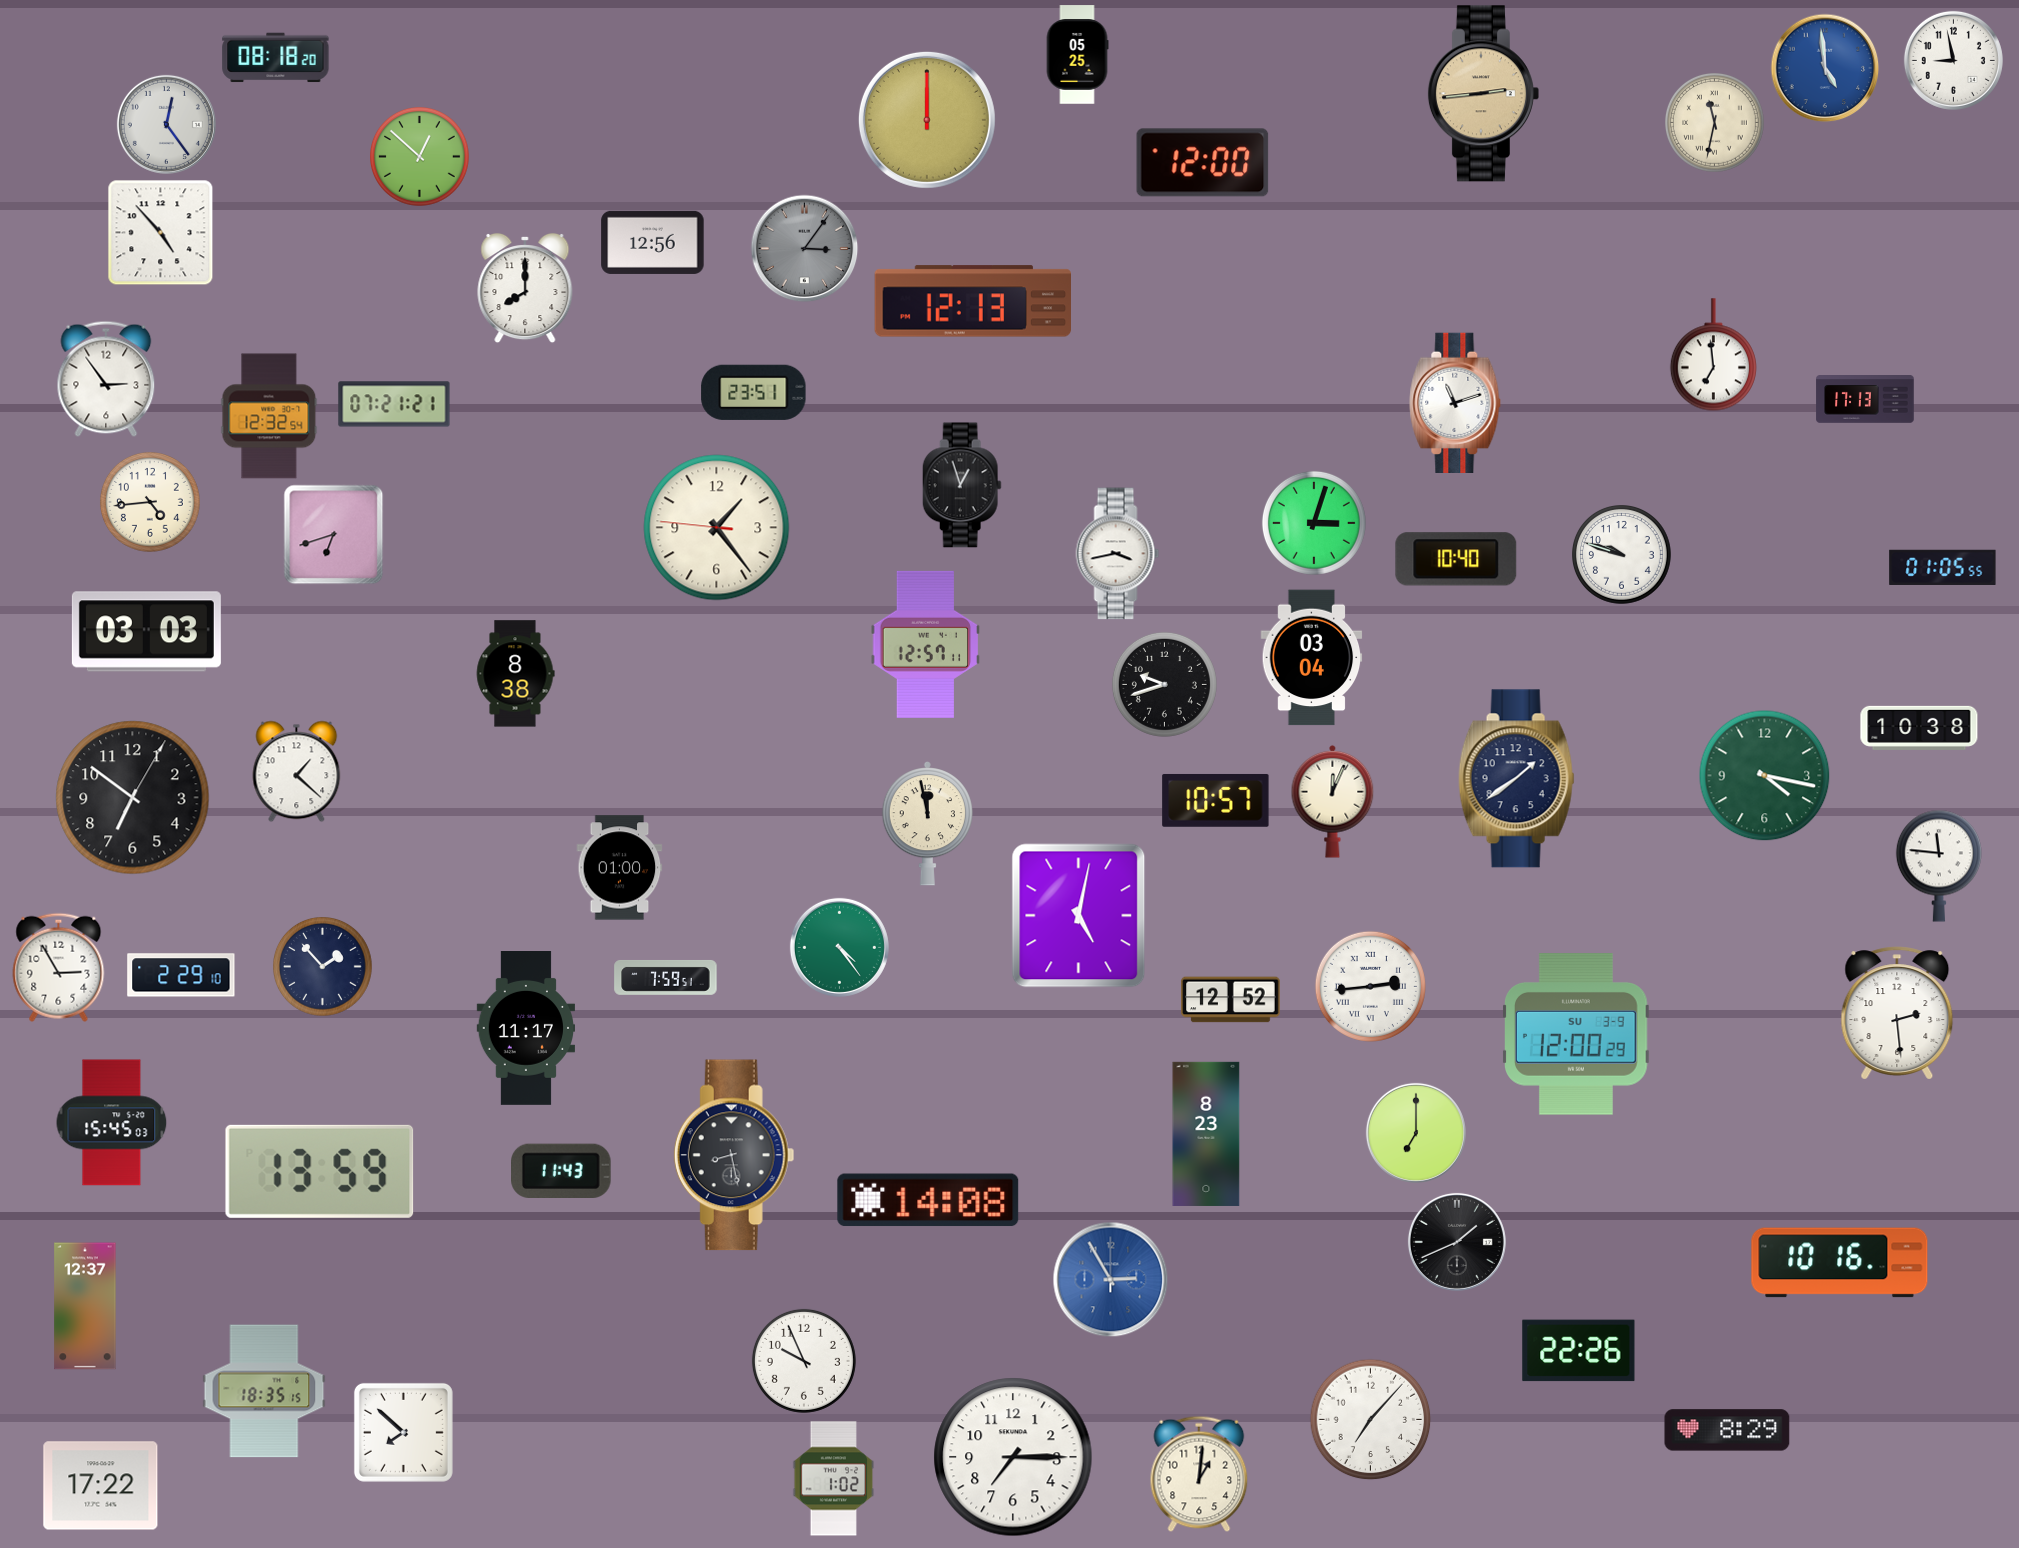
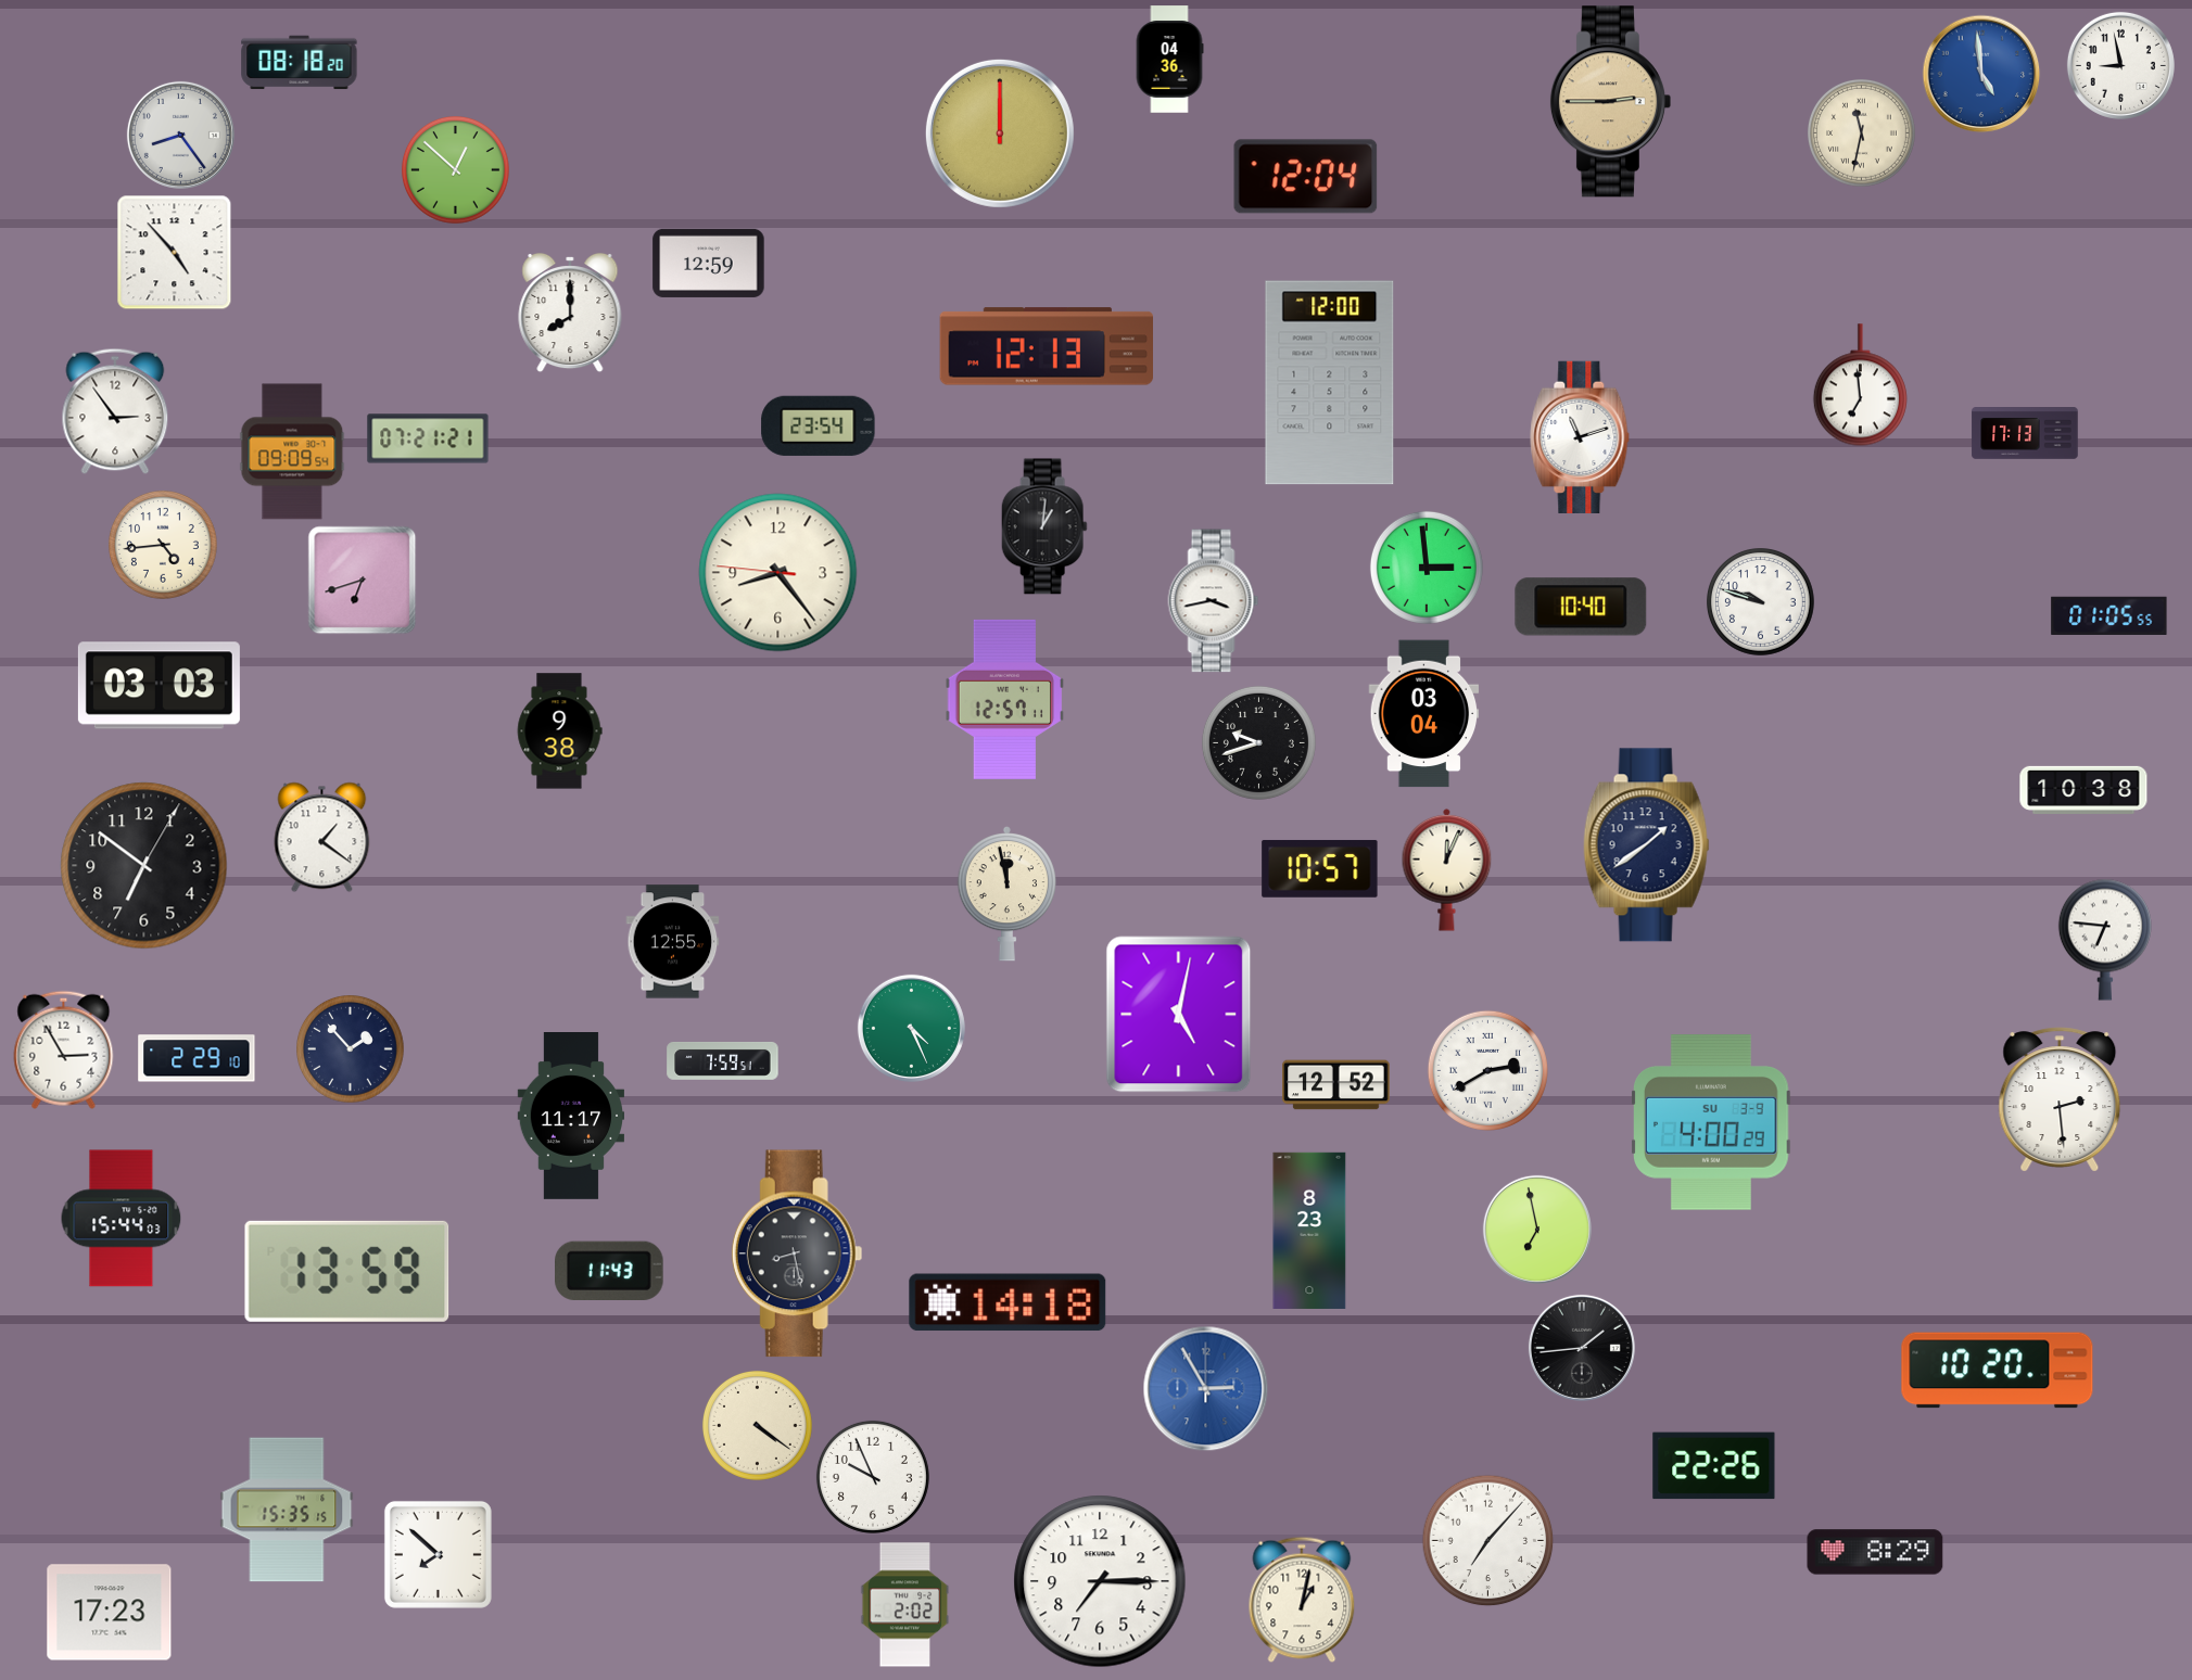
clock at (1077, 55): 05:25 -> 04:36
clock at (1483, 94): 2:44 -> 2:45
clock at (927, 120) position: (927, 120) -> (1000, 133)
clock at (166, 124): 12:24 -> 8:24
clock at (1203, 163): 12:00 -> 12:04
clock at (653, 242): 12:56 -> 12:59
clock at (804, 248): 3:06 -> none
clock at (973, 301) position: (973, 301) -> (1047, 346)
clock at (1330, 383): none -> 12:00
clock at (754, 392): 23:51 -> 23:54
clock at (269, 416): 12:32 -> 09:09
clock at (962, 485): 12:57 -> 1:01
clock at (1314, 523): 3:03 -> 2:59
clock at (717, 528): 1:23 -> 8:23
clock at (515, 674): 8:38 -> 9:38
clock at (1164, 684) position: (1164, 684) -> (1258, 742)
clock at (297, 771): 1:22 -> 1:21
clock at (1765, 776): 4:17 -> none
clock at (1939, 866): 11:46 -> 6:46
clock at (620, 868): 01:00 -> 12:55
clock at (1079, 916) position: (1079, 916) -> (1179, 1015)
clock at (839, 947): 4:24 -> 4:26
clock at (1370, 986): 2:44 -> 2:40
clock at (1577, 1034): 12:00 -> 4:00
clock at (112, 1123): 15:45 -> 15:44
clock at (1416, 1133): 7:00 -> 6:58
clock at (928, 1200): 14:08 -> 14:18
clock at (1457, 1242): 1:41 -> 1:44
clock at (1840, 1263): 10:16 -> 10:20
clock at (85, 1306): 12:37 -> none
clock at (757, 1425): none -> 4:21
clock at (264, 1391): 18:35 -> 15:35
clock at (1199, 1474): 1:01 -> 1:02
clock at (834, 1479): 1:02 -> 2:02
clock at (101, 1486): 17:22 -> 17:23
